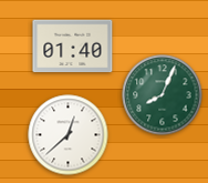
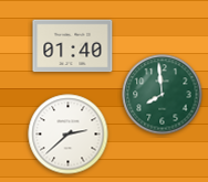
clock at (163, 95): 8:04 -> 7:59
clock at (69, 135): 12:38 -> 2:38
